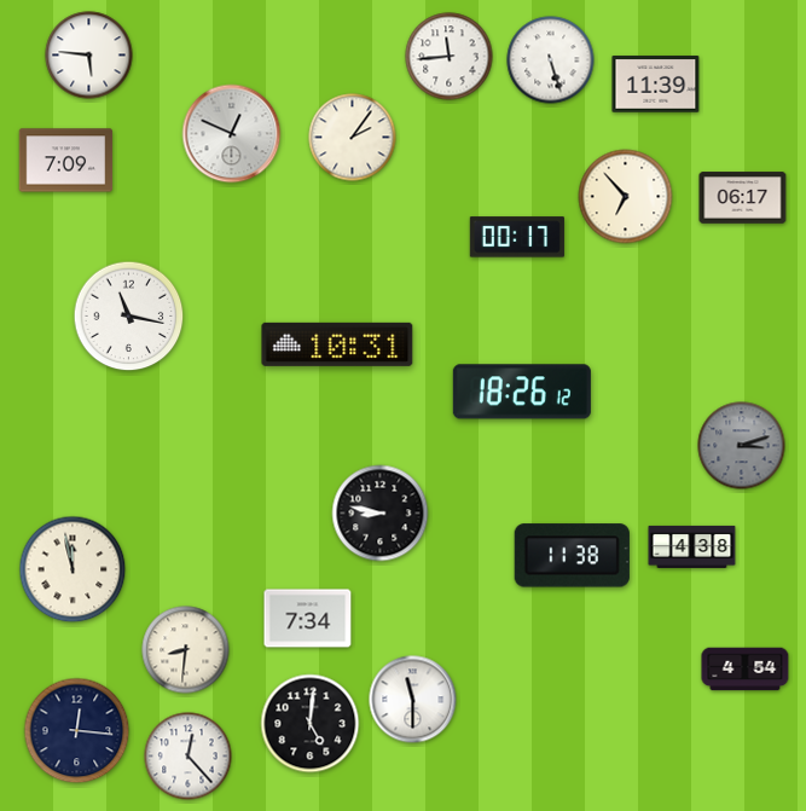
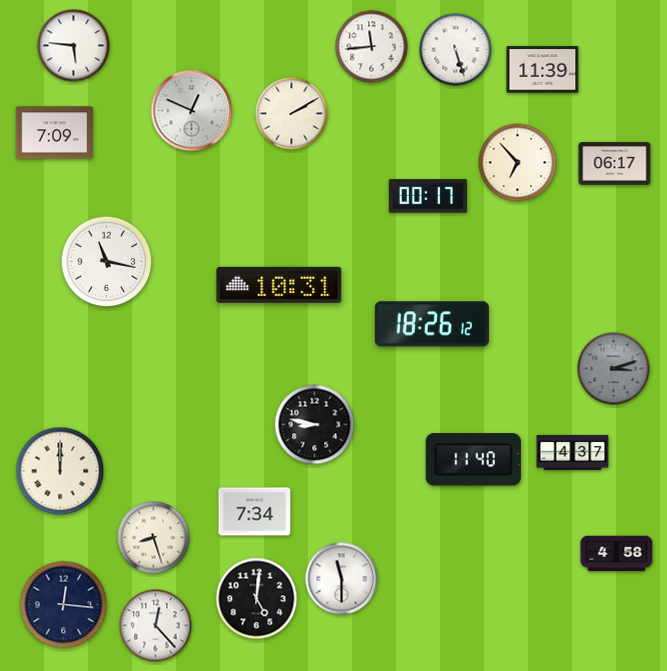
clock at (353, 138): 2:06 -> 2:10
clock at (692, 546): 4:38 -> 4:37
clock at (572, 556): 11:38 -> 11:40
clock at (73, 569): 11:58 -> 12:00
clock at (186, 650): 8:31 -> 8:27
clock at (746, 670): 4:54 -> 4:58
